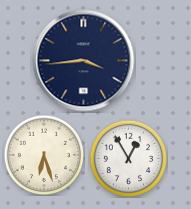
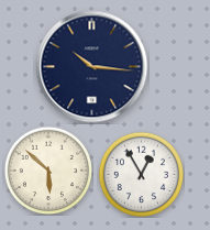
clock at (84, 61): 3:44 -> 10:16
clock at (44, 155): 6:27 -> 5:52
